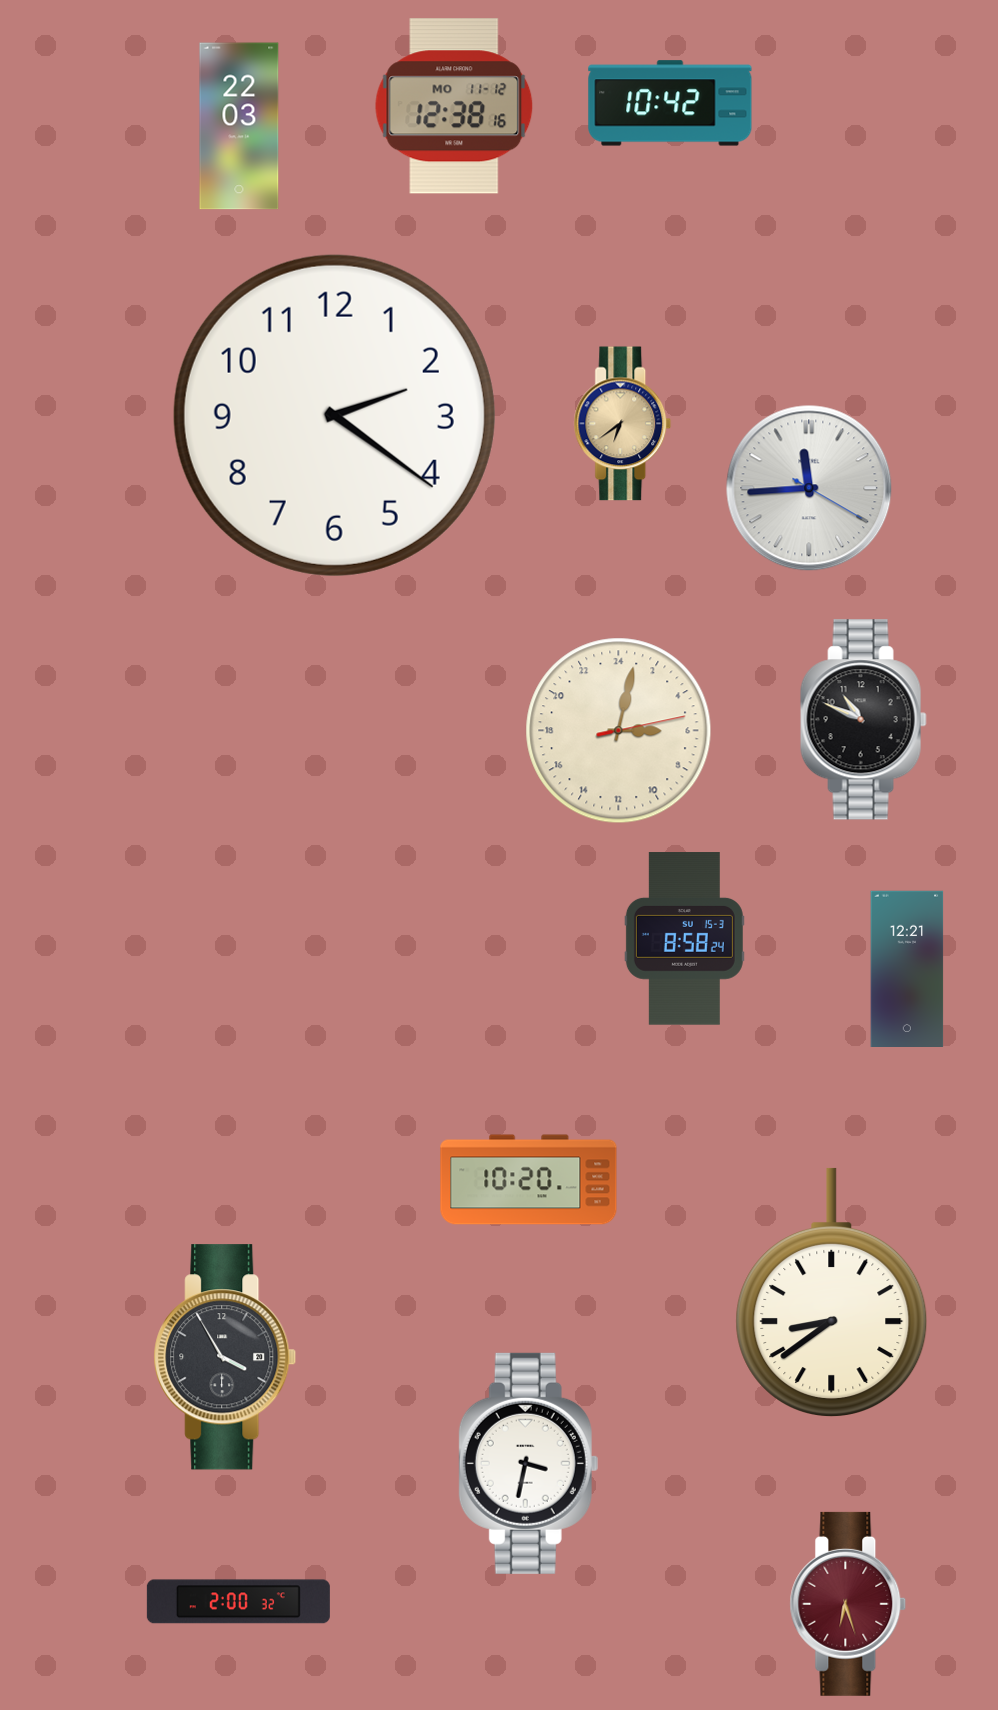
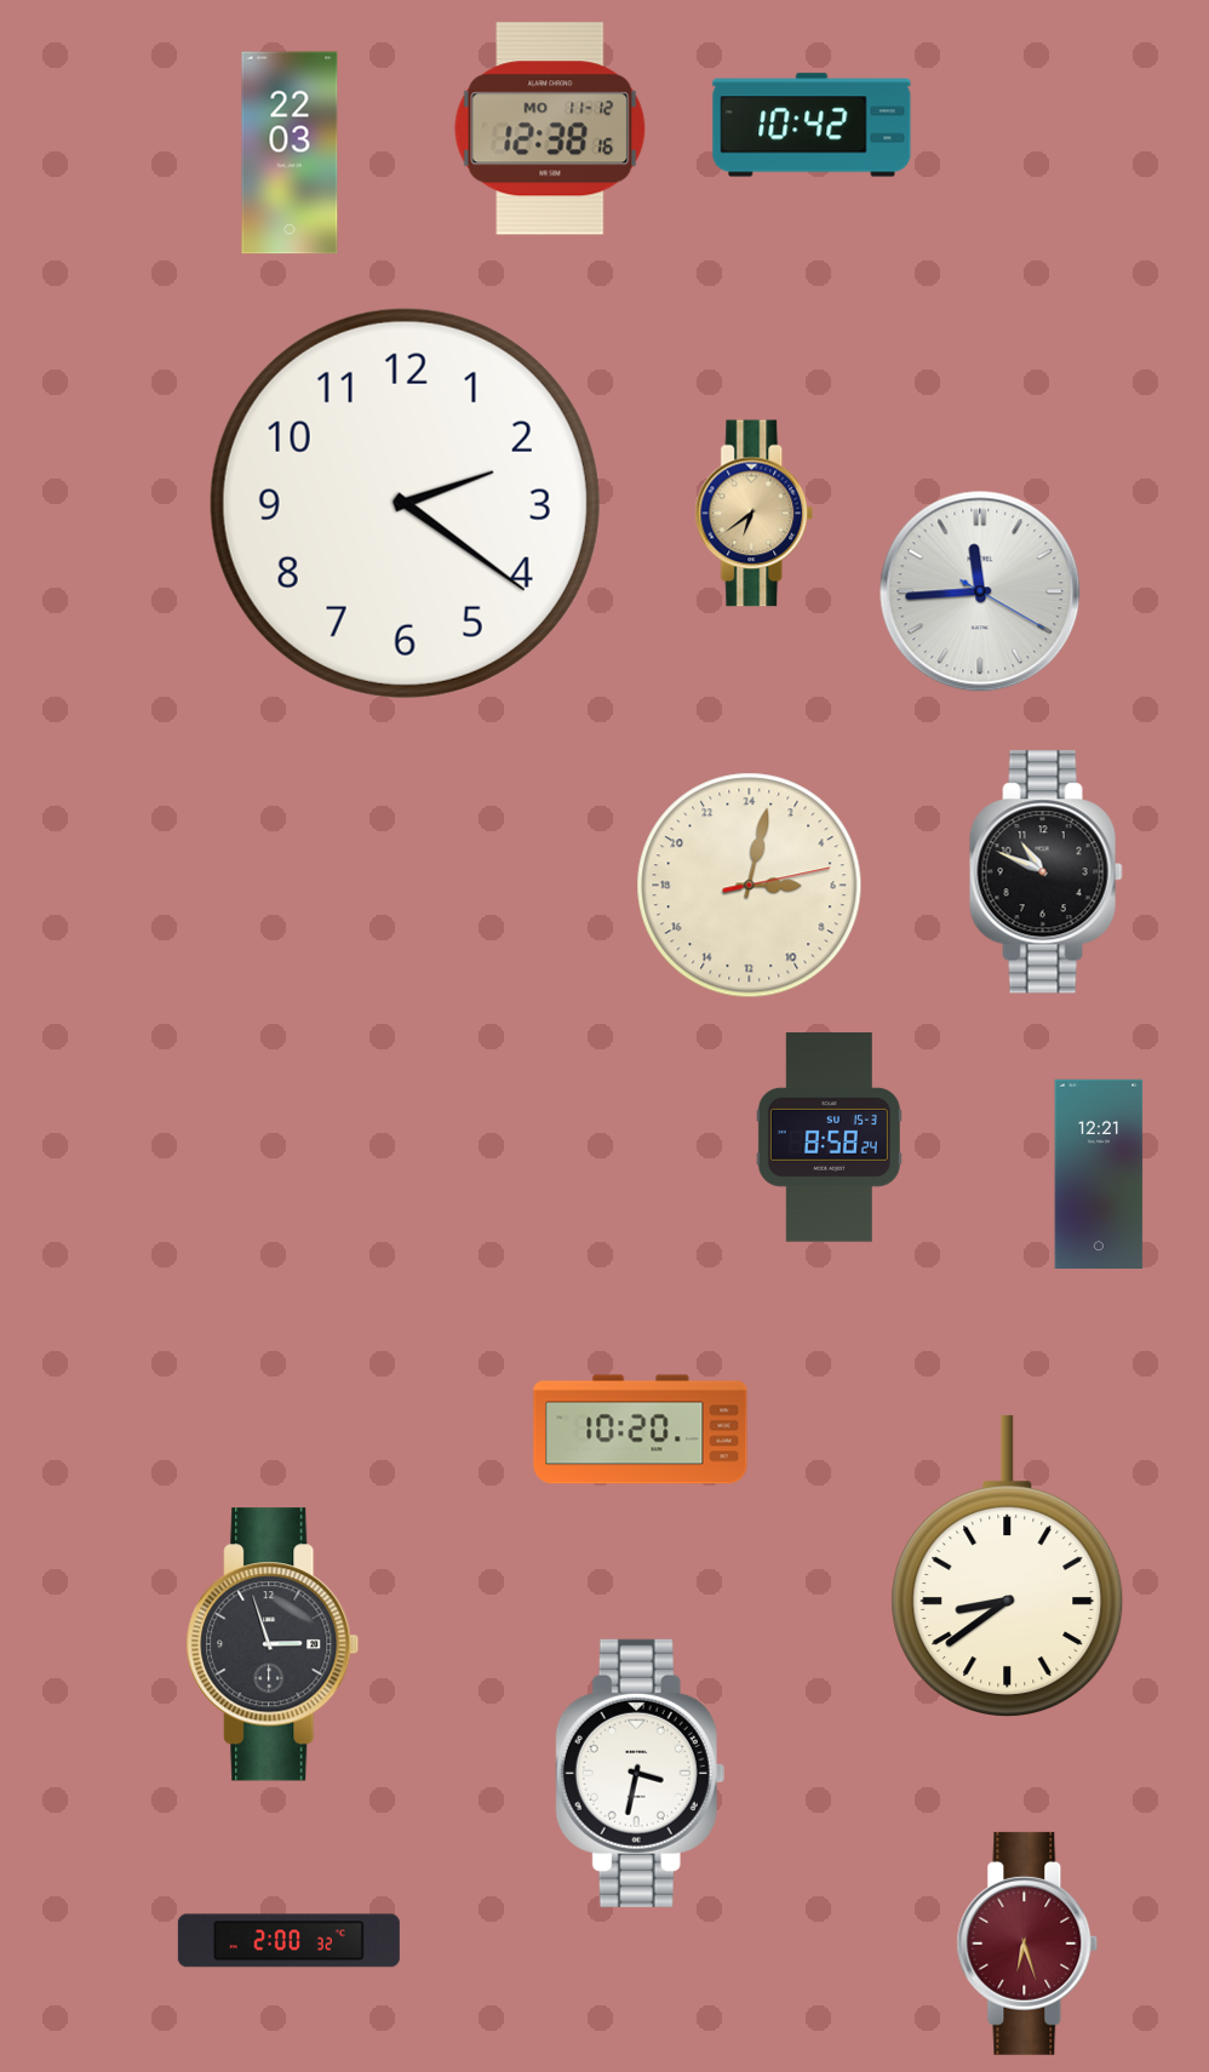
clock at (225, 1357): 3:55 -> 2:57
